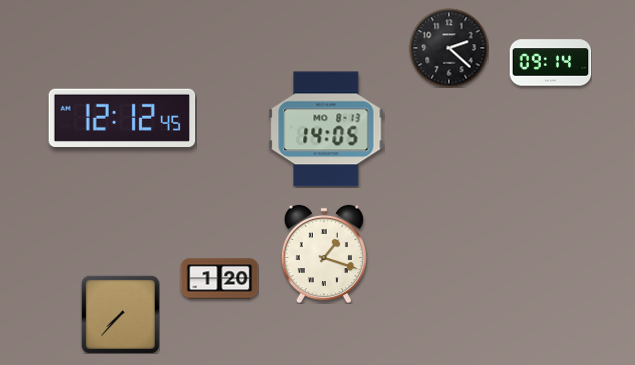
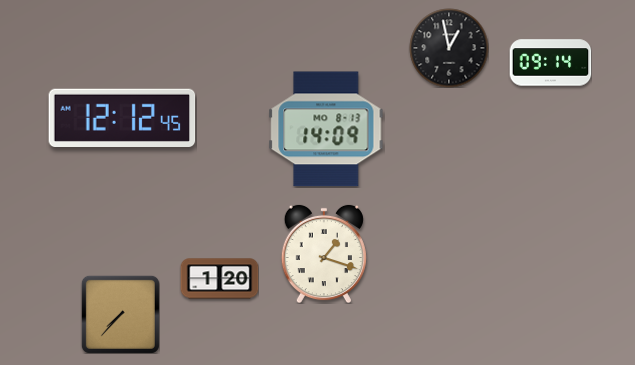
clock at (449, 48): 2:22 -> 12:58
clock at (326, 129): 14:05 -> 14:09
